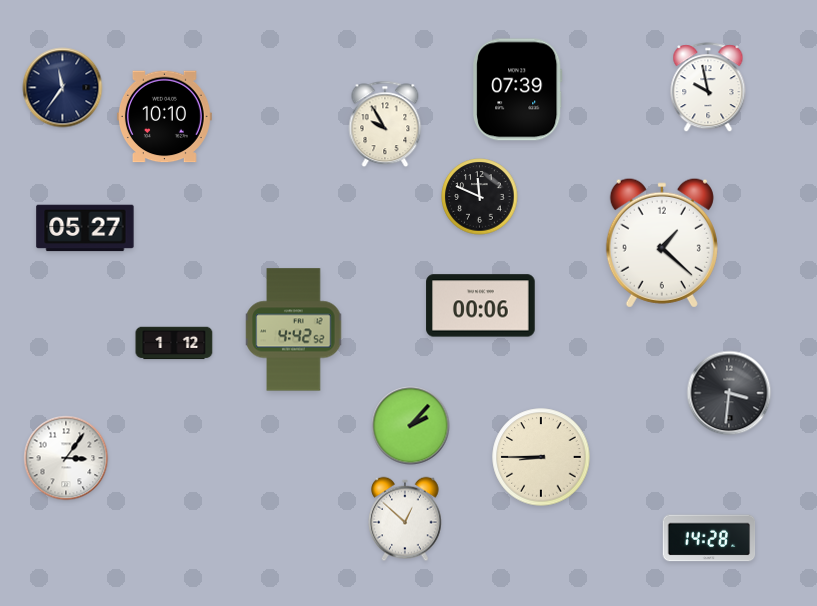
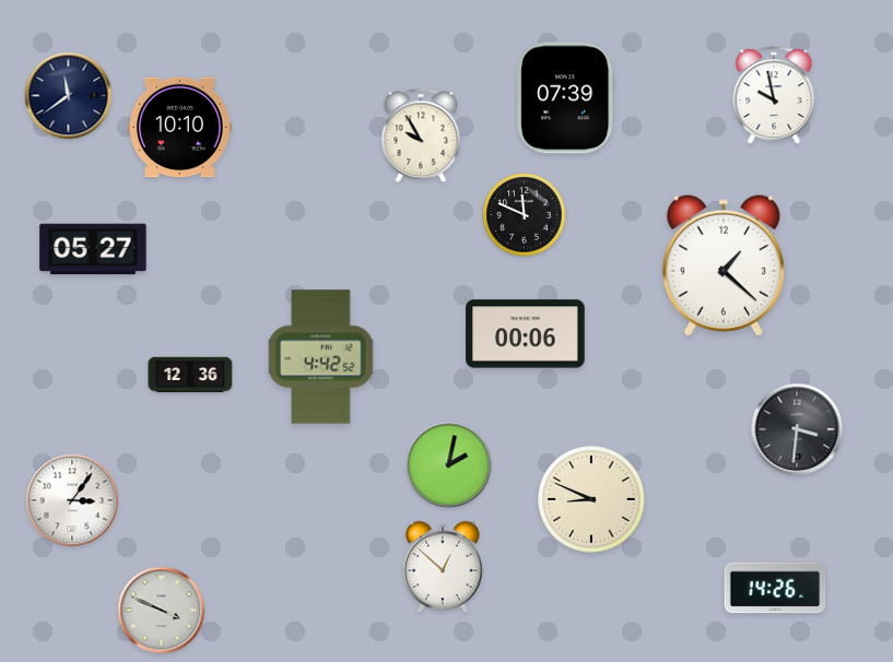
clock at (63, 88): 11:36 -> 11:39
clock at (294, 330) position: (294, 330) -> (321, 357)
clock at (174, 343): 1:12 -> 12:36
clock at (411, 426): 2:07 -> 2:02
clock at (541, 457): 8:45 -> 8:49
clock at (709, 538): 14:28 -> 14:26
clock at (162, 611): none -> 3:49
